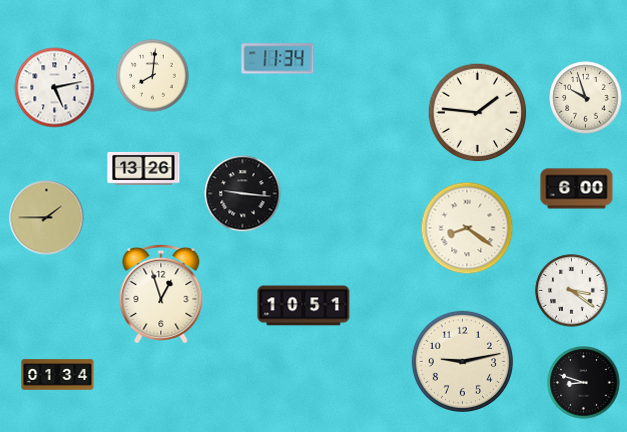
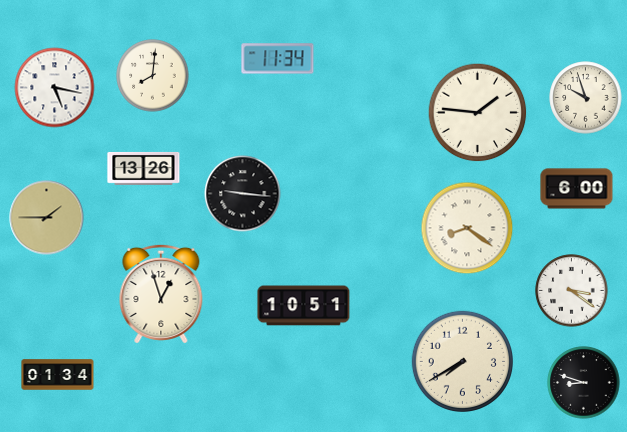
clock at (55, 88): 5:13 -> 5:17
clock at (462, 361): 9:13 -> 7:40
